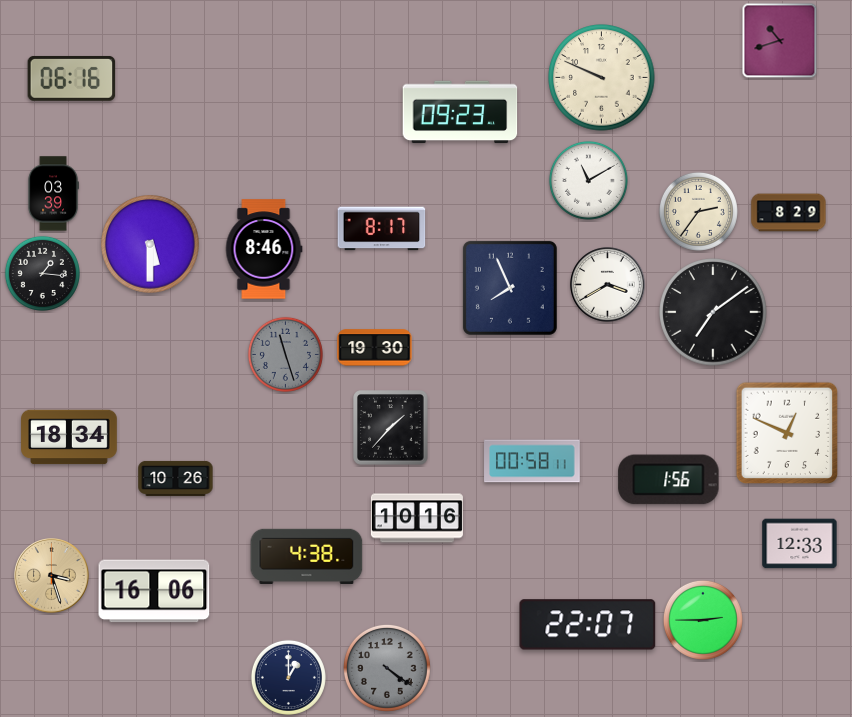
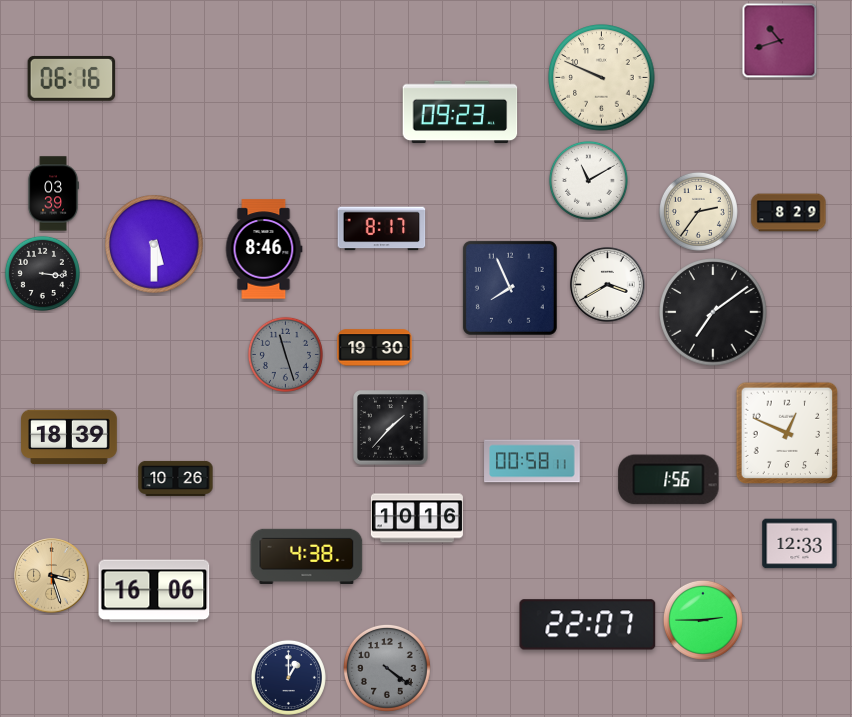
clock at (150, 244) position: (150, 244) -> (154, 244)
clock at (42, 273): 1:16 -> 3:16
clock at (69, 437): 18:34 -> 18:39
